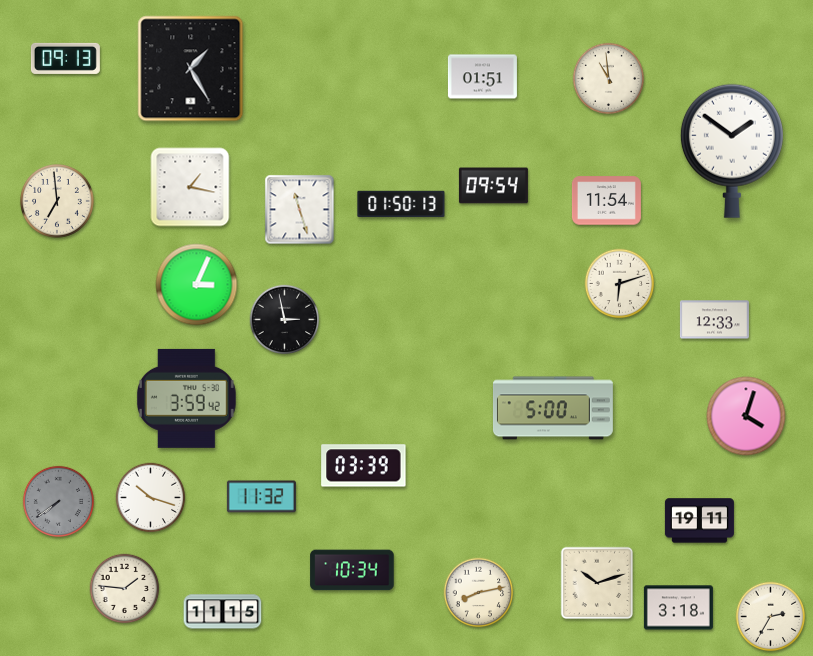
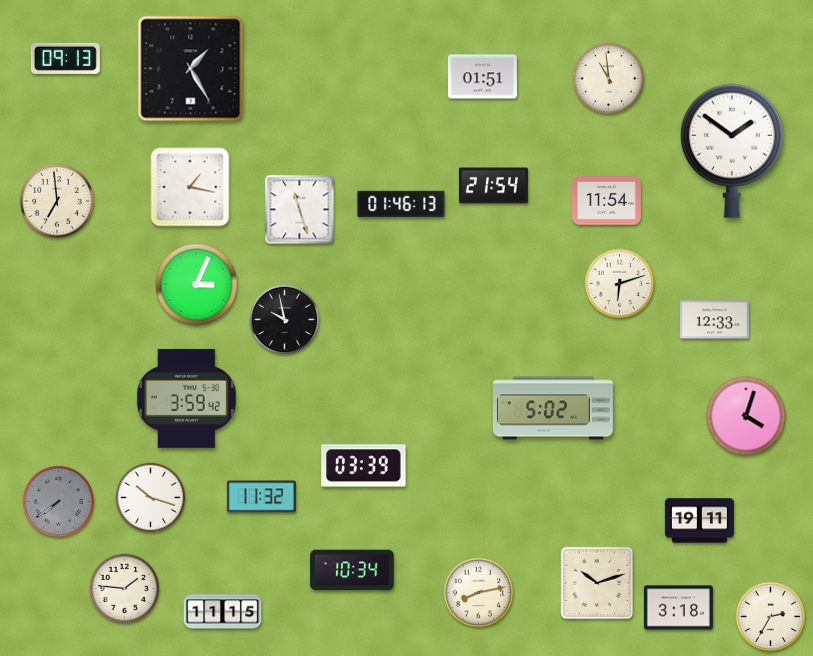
clock at (493, 186): 09:54 -> 21:54
clock at (401, 204): 01:50 -> 01:46
clock at (285, 320): 2:58 -> 9:58
clock at (553, 408): 5:00 -> 5:02
